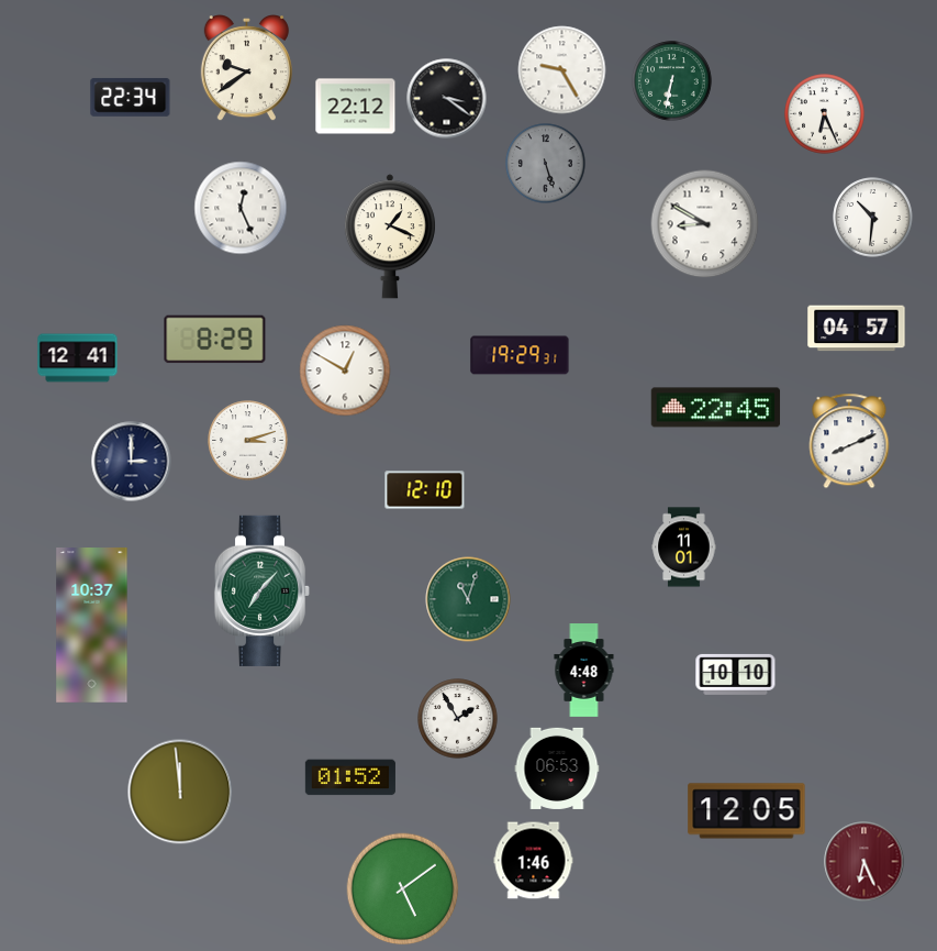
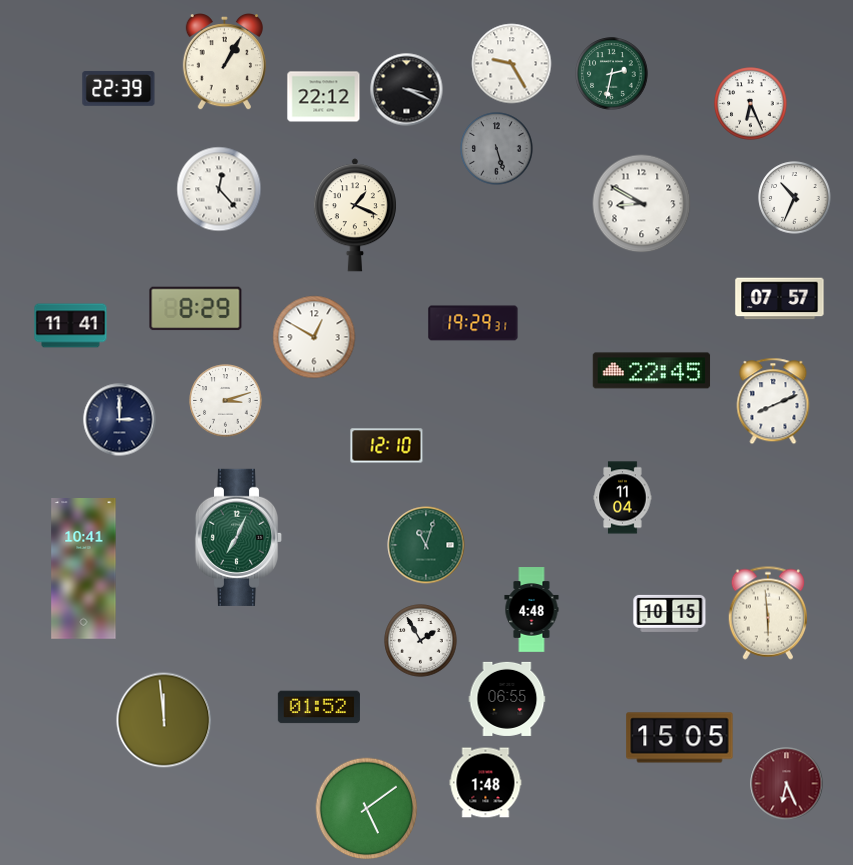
clock at (246, 69): 9:39 -> 1:05
clock at (672, 81): 6:32 -> 2:32
clock at (131, 97): 22:34 -> 22:39
clock at (447, 99): 3:21 -> 3:19
clock at (241, 208): 12:26 -> 12:23
clock at (873, 218): 10:31 -> 10:34
clock at (857, 329): 04:57 -> 07:57
clock at (78, 358): 12:41 -> 11:41
clock at (684, 548): 11:01 -> 11:04
clock at (263, 590): 7:07 -> 7:04
clock at (92, 626): 10:37 -> 10:41
clock at (736, 674): 10:10 -> 10:15
clock at (767, 613): none -> 5:59
clock at (458, 719) position: (458, 719) -> (421, 641)
clock at (557, 768): 06:53 -> 06:55
clock at (747, 811): 12:05 -> 15:05
clock at (534, 861): 1:46 -> 1:48
